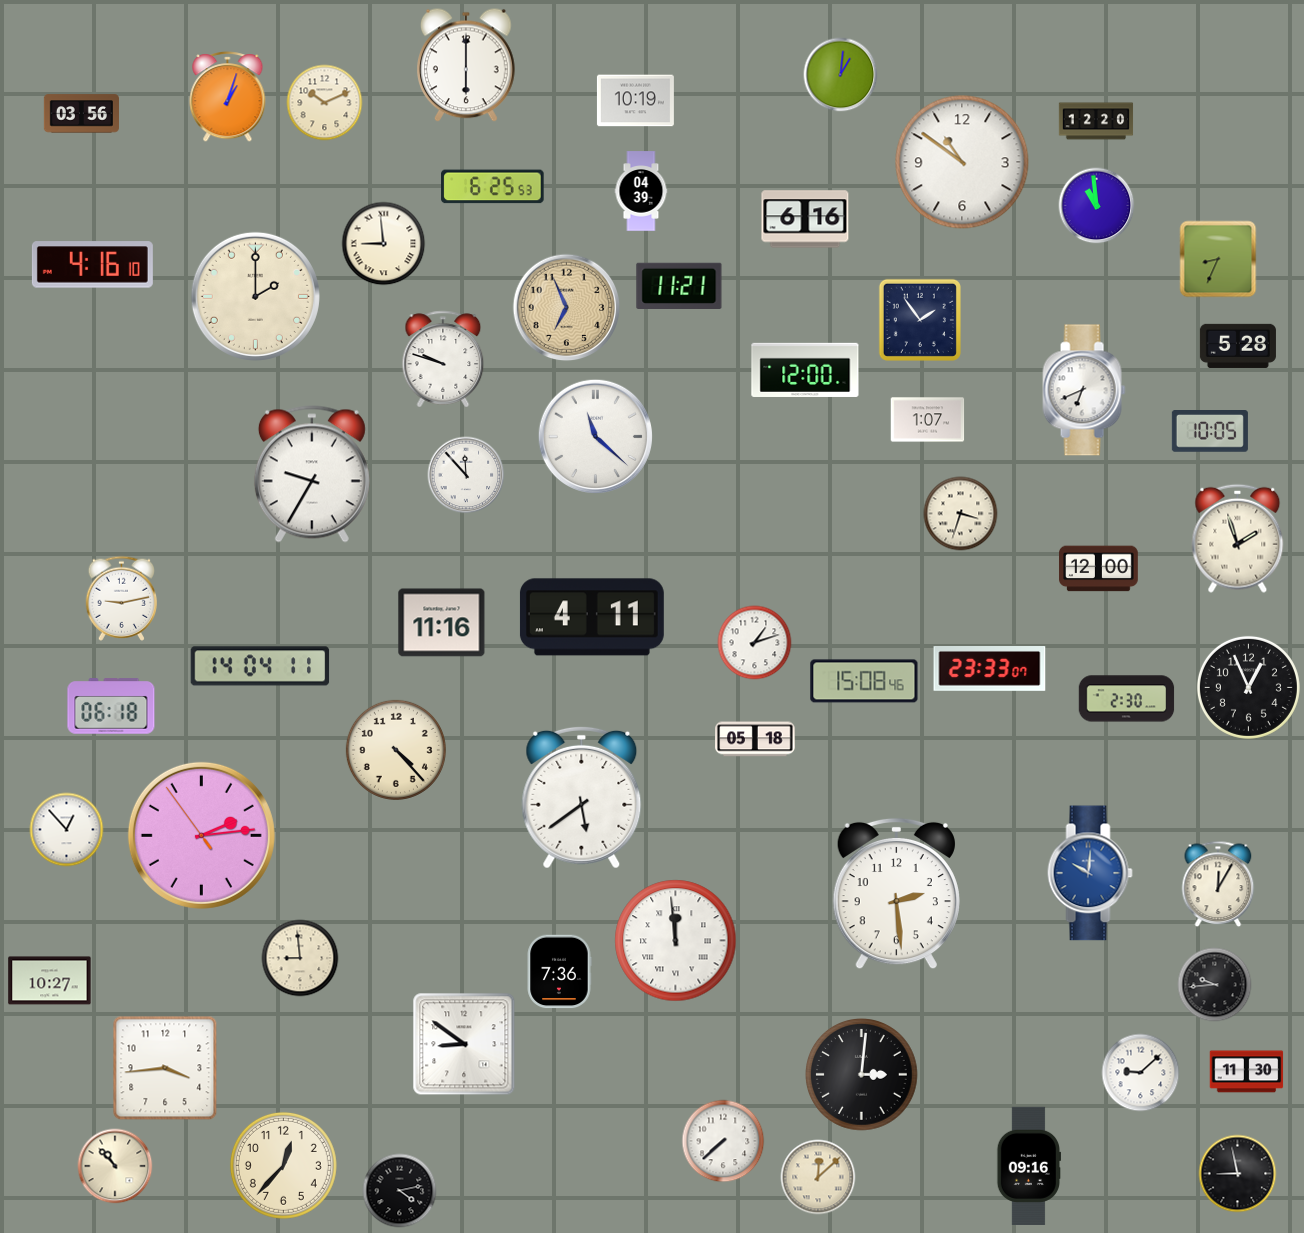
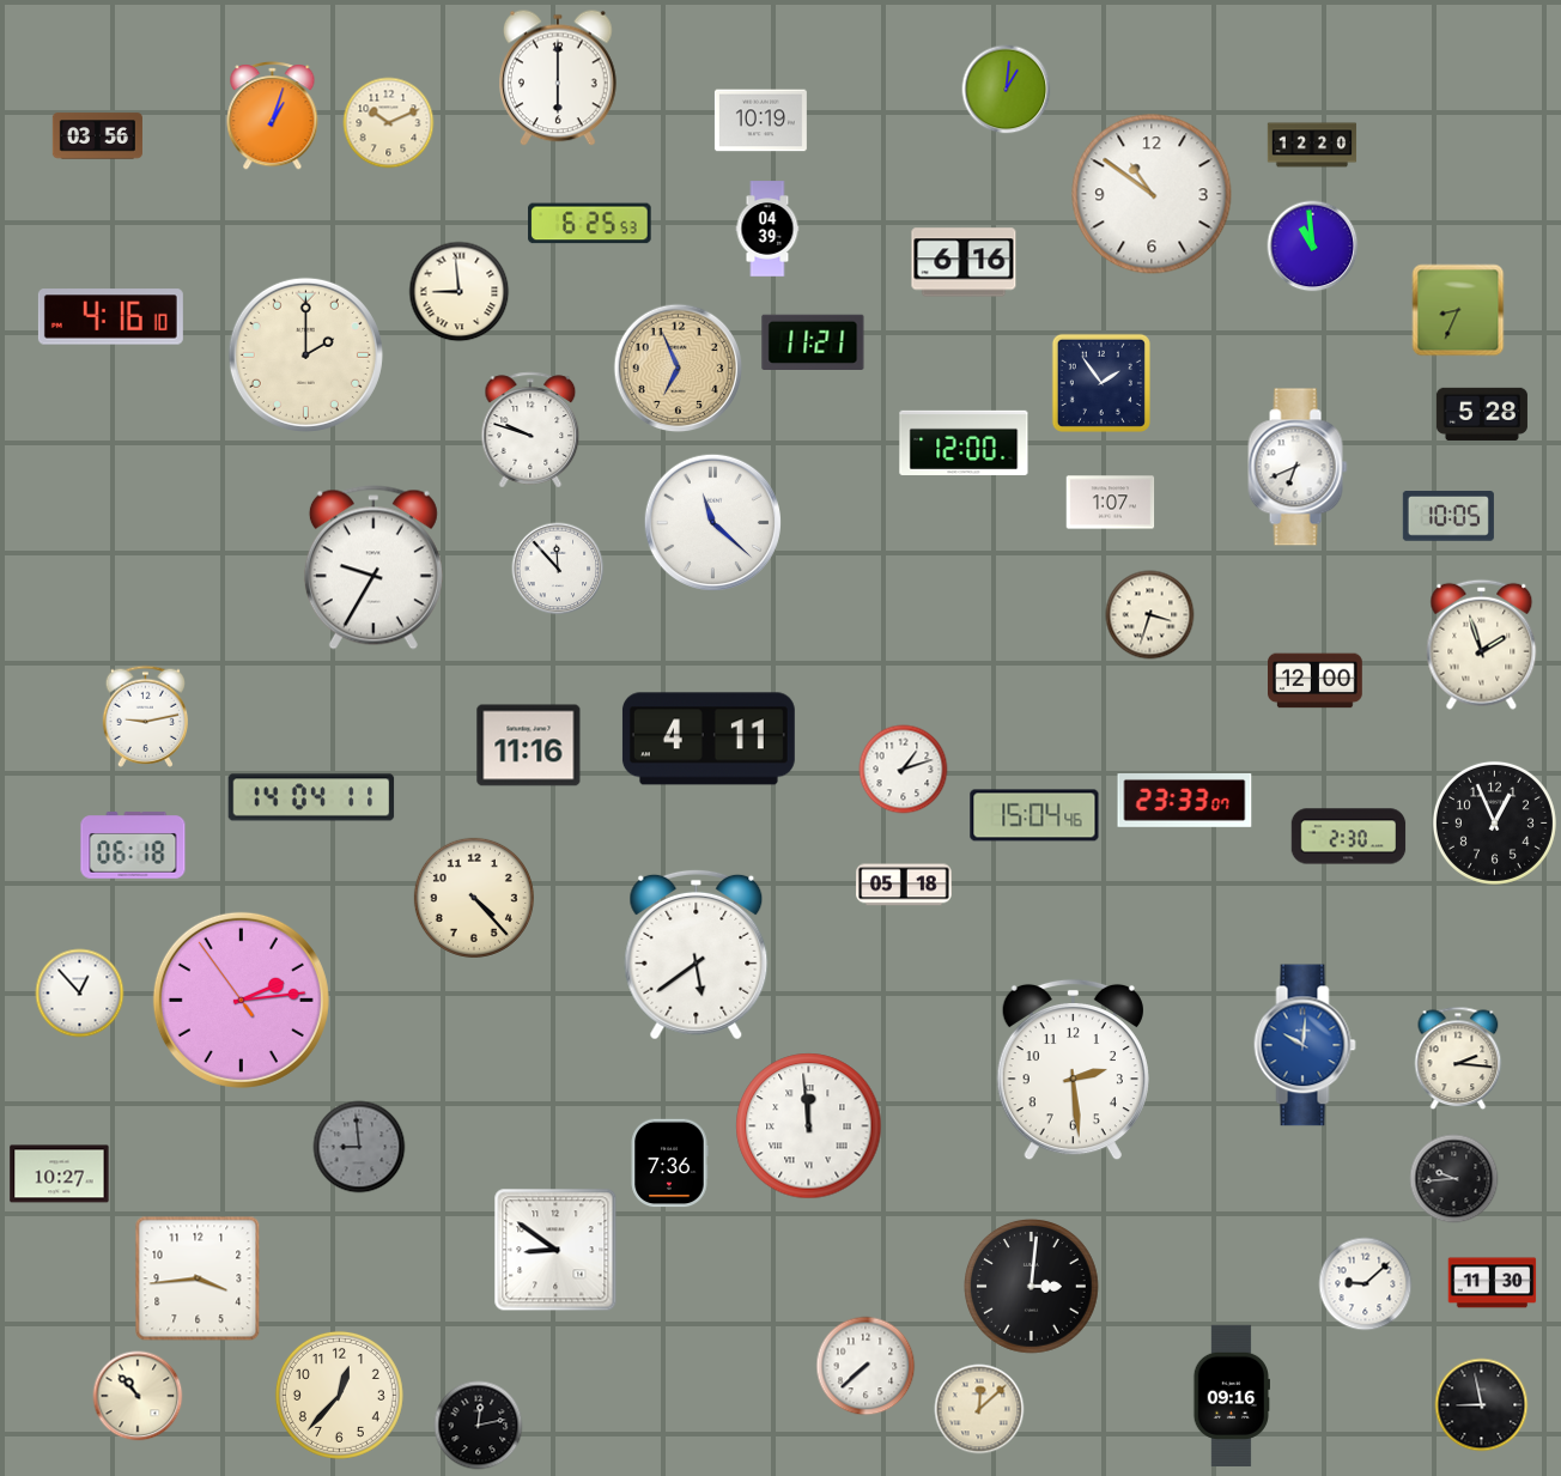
clock at (864, 681): 15:08 -> 15:04
clock at (1218, 884): 12:05 -> 2:16
clock at (300, 958) dial: cream -> grey
clock at (400, 1191): 4:13 -> 12:13
